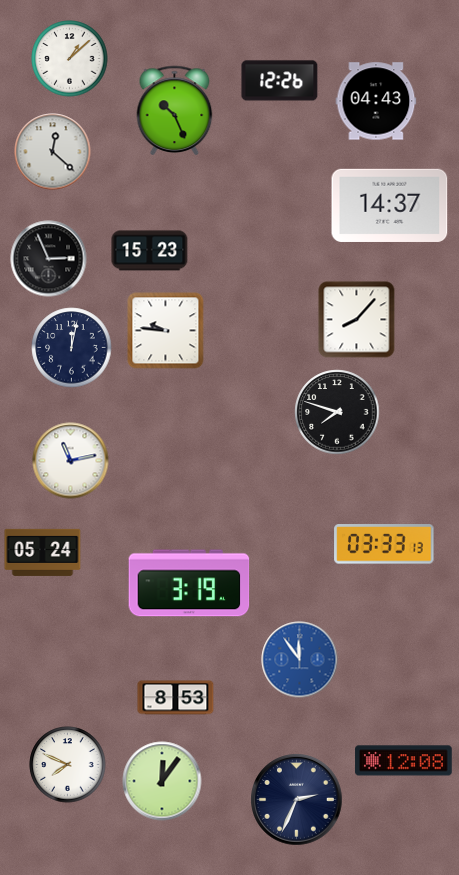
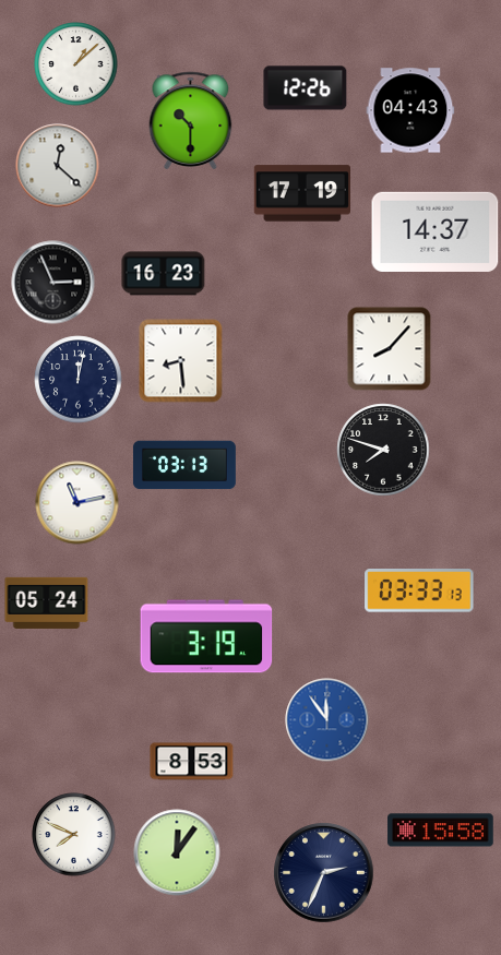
clock at (175, 110): 10:26 -> 10:30
clock at (301, 193): none -> 17:19
clock at (390, 205) position: (390, 205) -> (436, 231)
clock at (150, 251): 15:23 -> 16:23
clock at (166, 331): 9:46 -> 8:29
clock at (337, 412) position: (337, 412) -> (383, 450)
clock at (184, 465): none -> 03:13
clock at (384, 544) position: (384, 544) -> (419, 590)
clock at (404, 761): 12:08 -> 15:58
